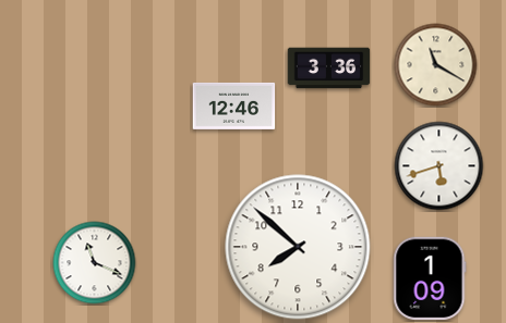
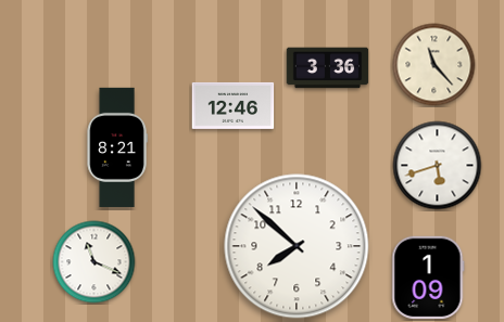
clock at (436, 65): 11:20 -> 11:23
clock at (117, 147): none -> 8:21
